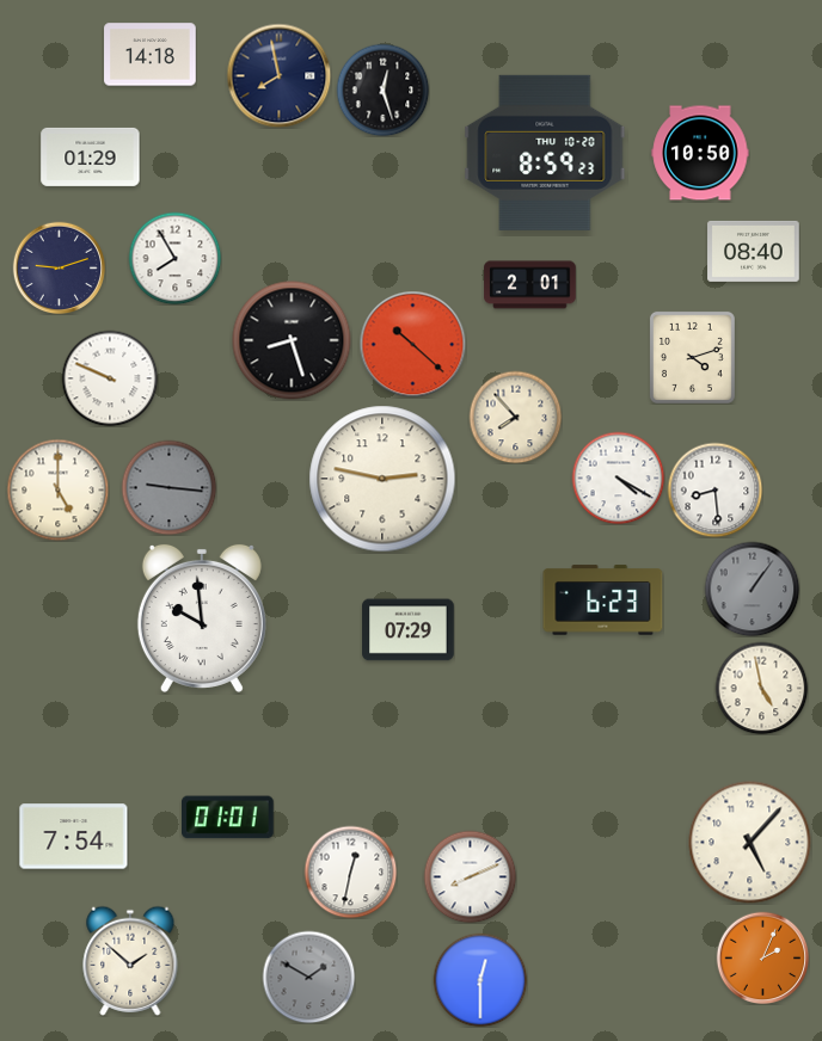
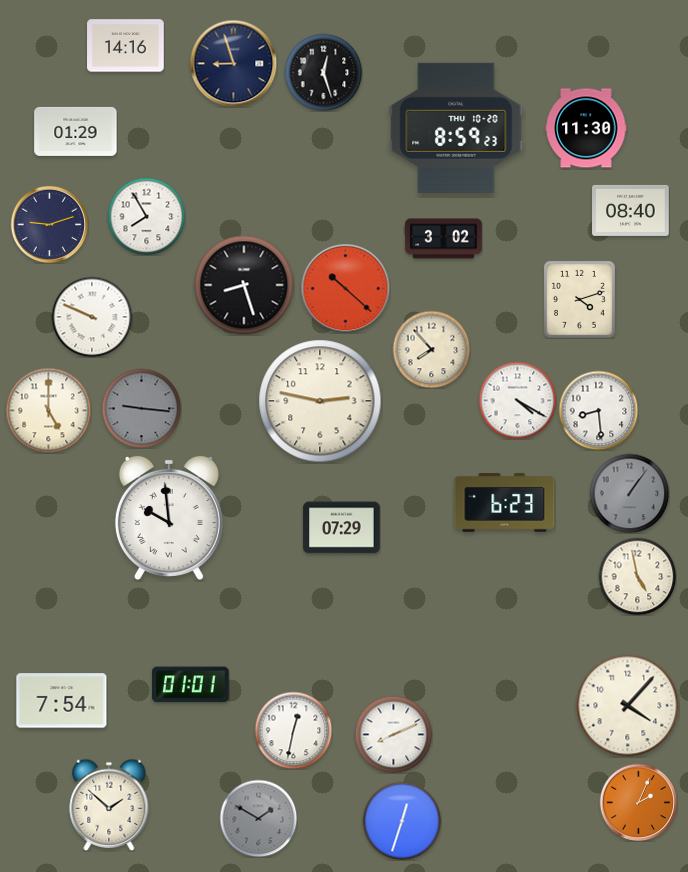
clock at (151, 55): 14:18 -> 14:16
clock at (278, 75): 7:58 -> 8:57
clock at (382, 90) position: (382, 90) -> (323, 72)
clock at (700, 153): 10:50 -> 11:30
clock at (530, 285): 2:01 -> 3:02
clock at (750, 843): 5:07 -> 4:07
clock at (480, 980): 12:30 -> 12:33
